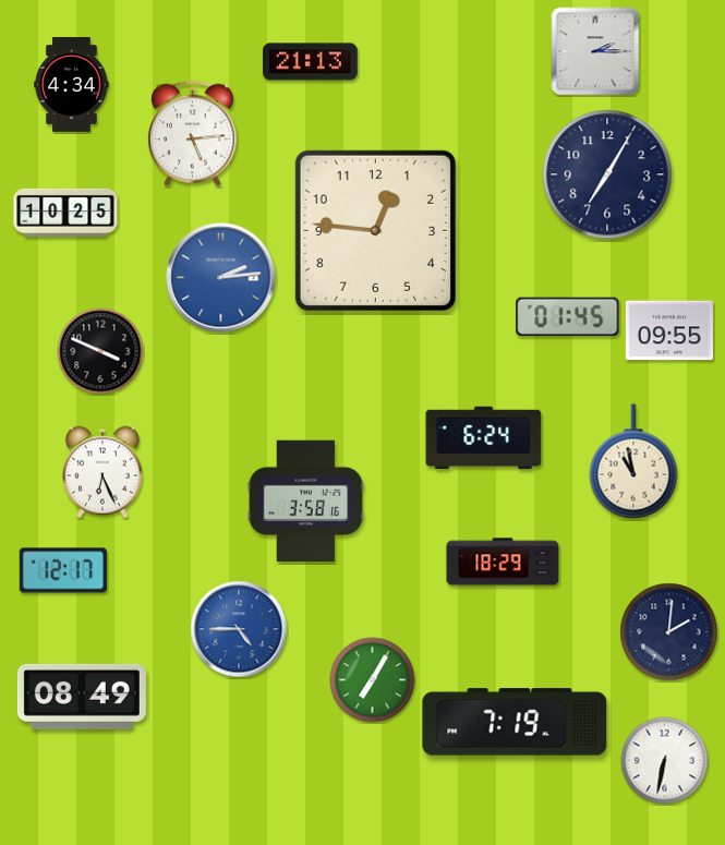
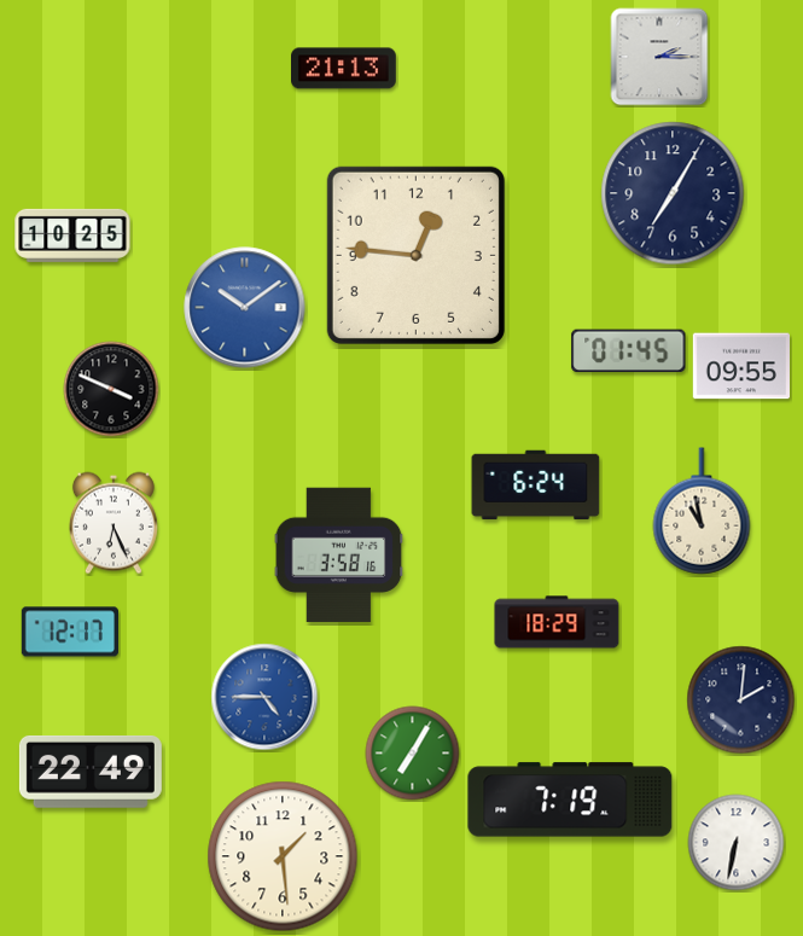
clock at (72, 85): 4:34 -> none
clock at (193, 134): 5:14 -> none
clock at (221, 278): 2:14 -> 10:09
clock at (82, 697): 08:49 -> 22:49
clock at (283, 856): none -> 1:29
